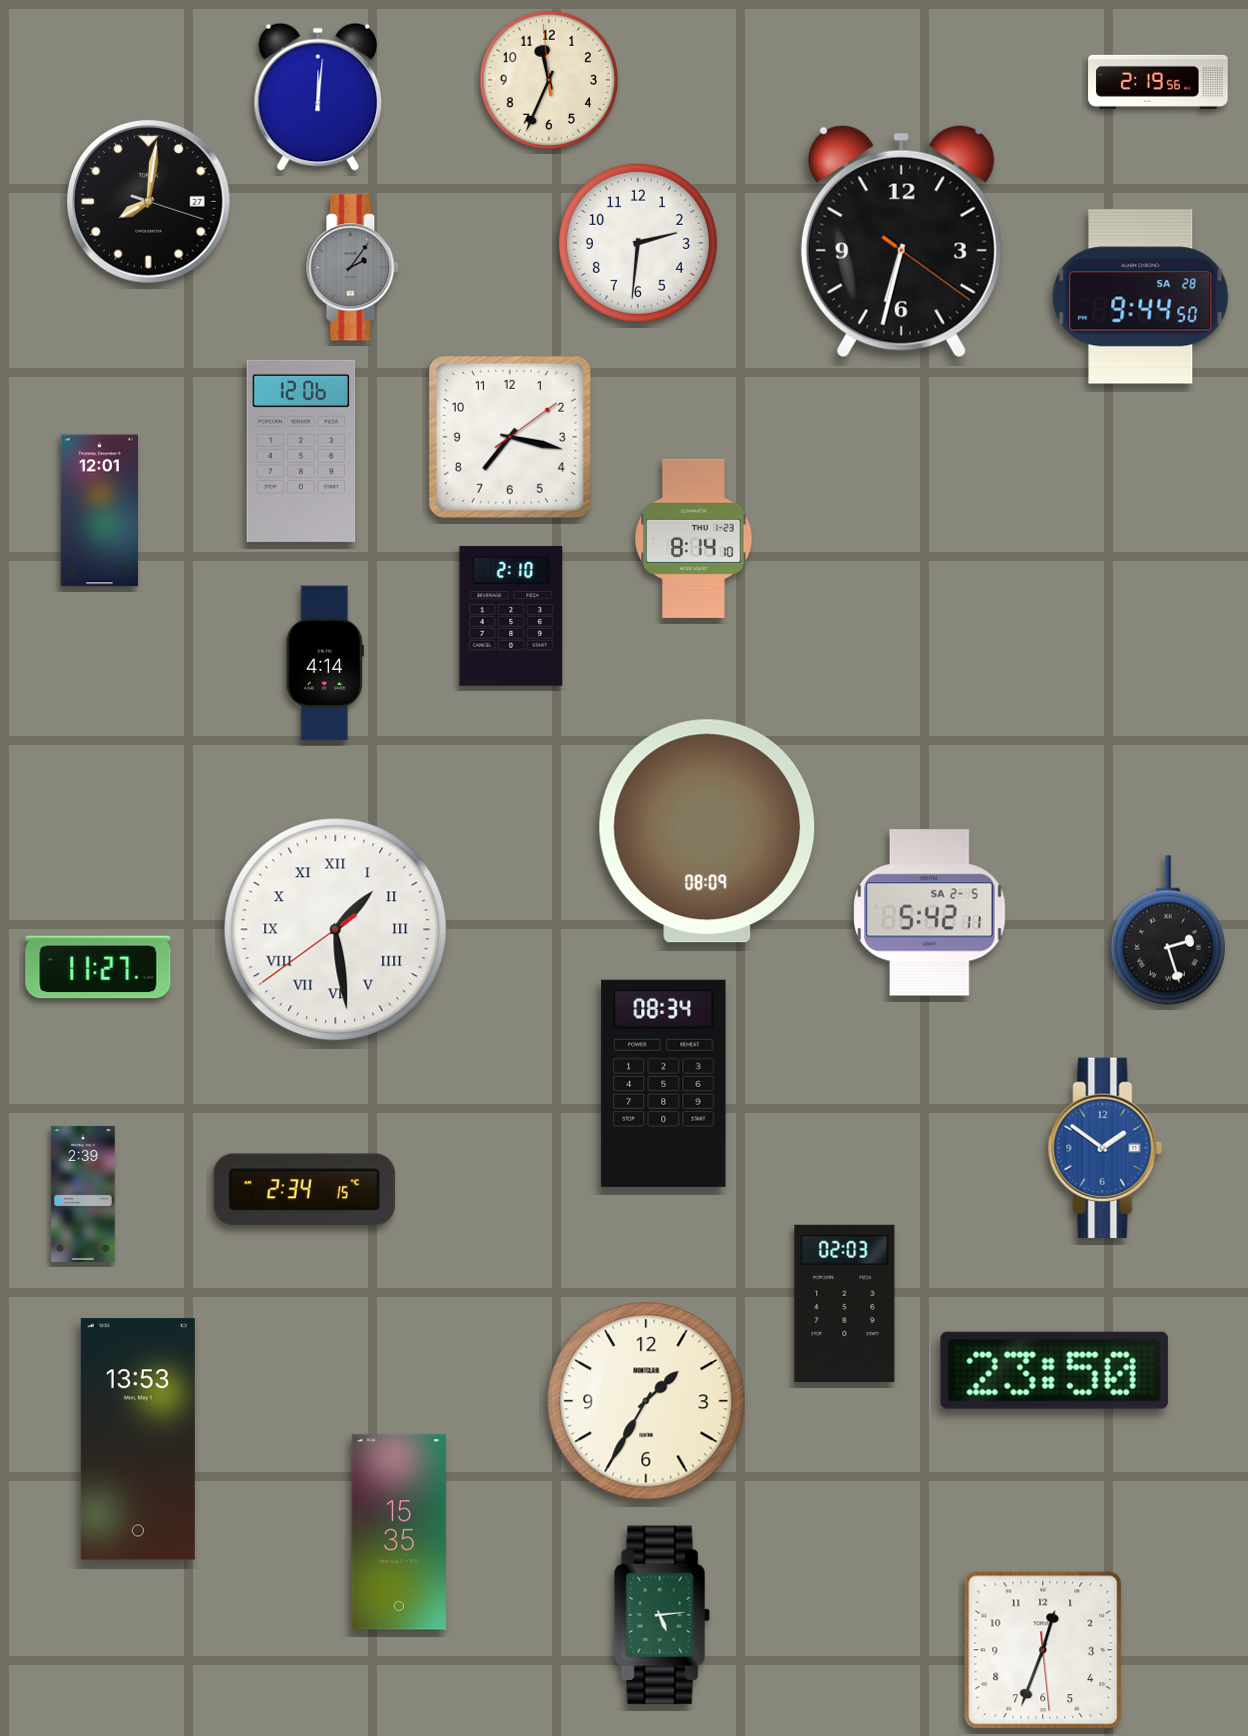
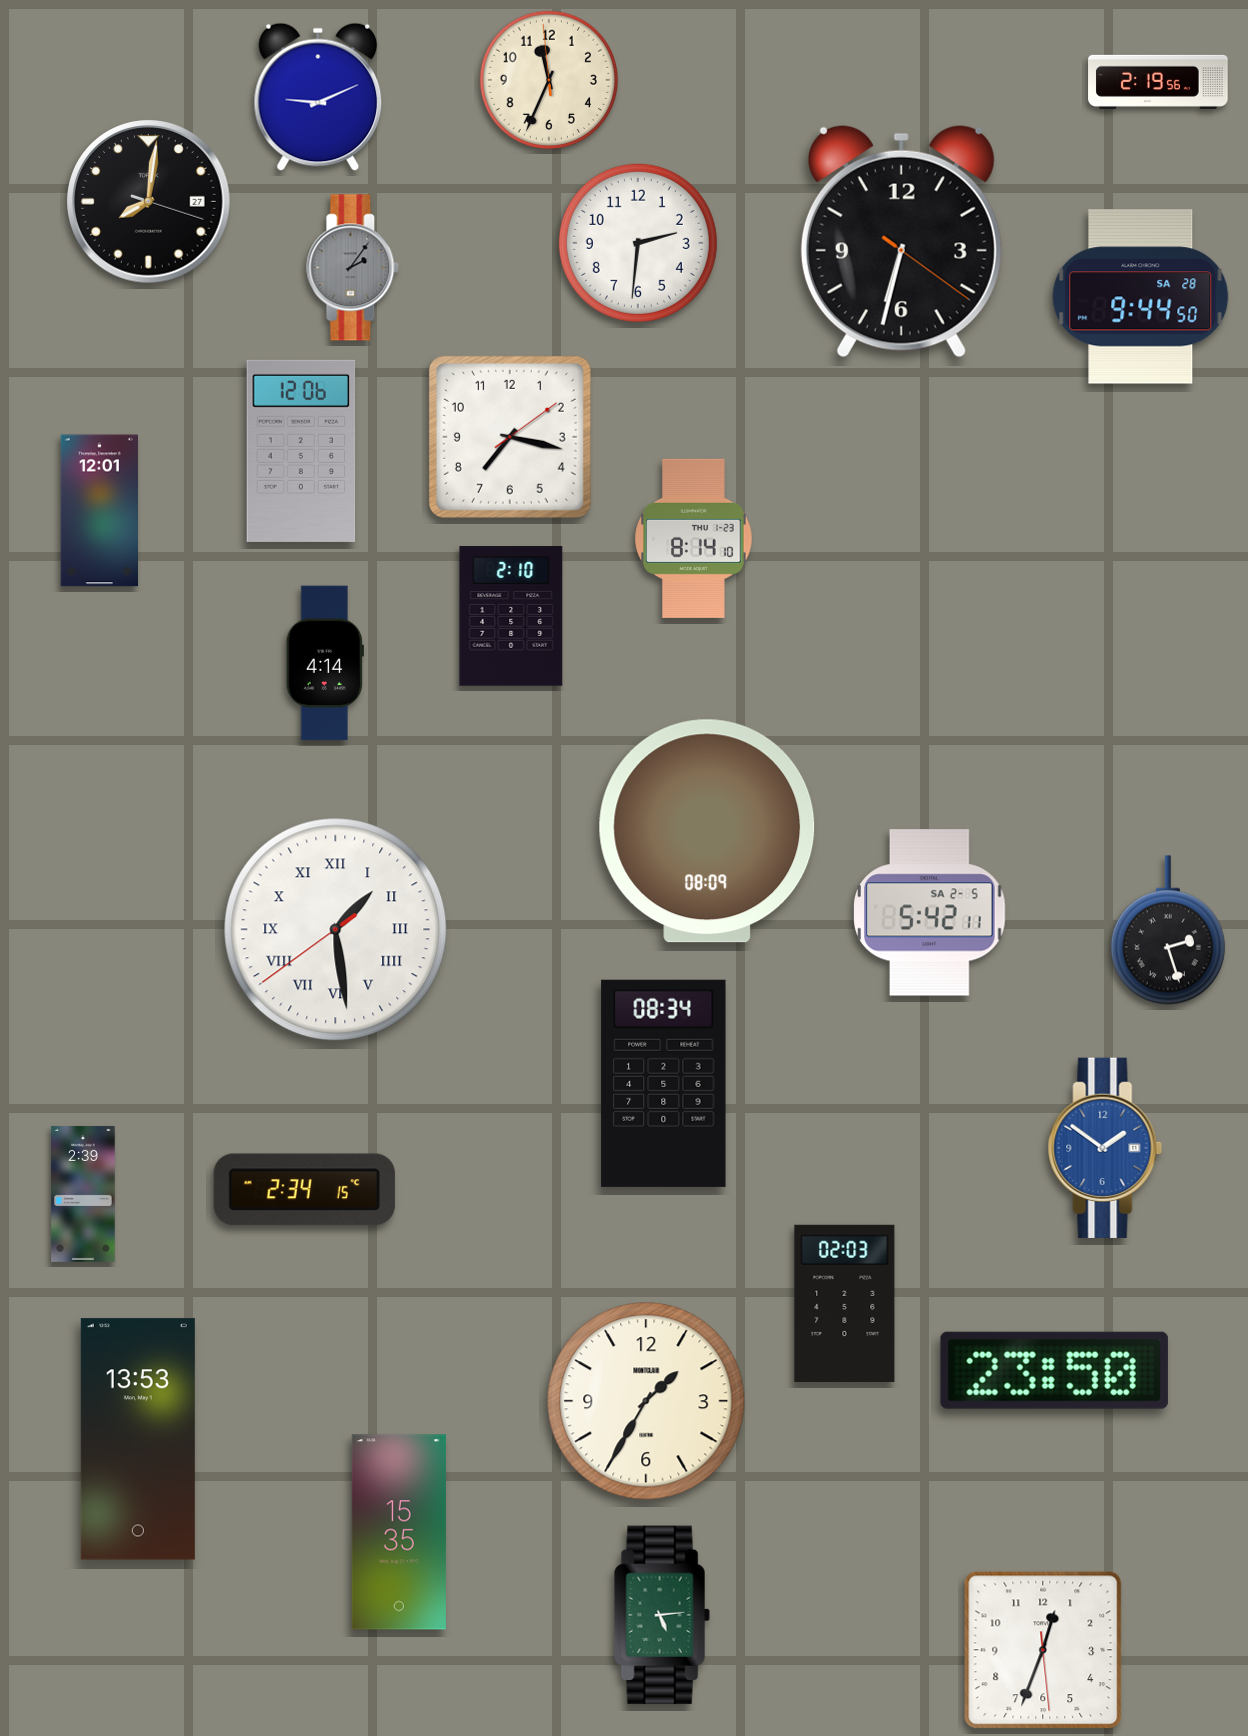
clock at (318, 97): 12:01 -> 9:11
clock at (98, 967): 11:27 -> none
